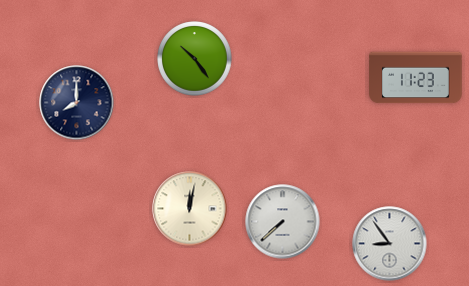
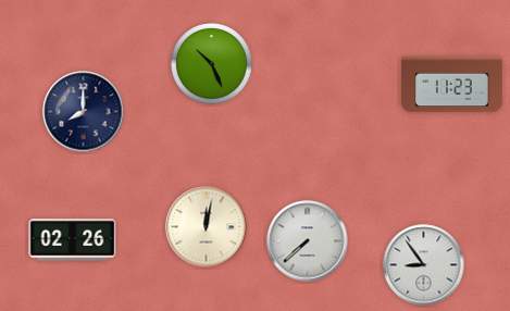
clock at (195, 59): 10:24 -> 10:26
clock at (73, 240): none -> 02:26
